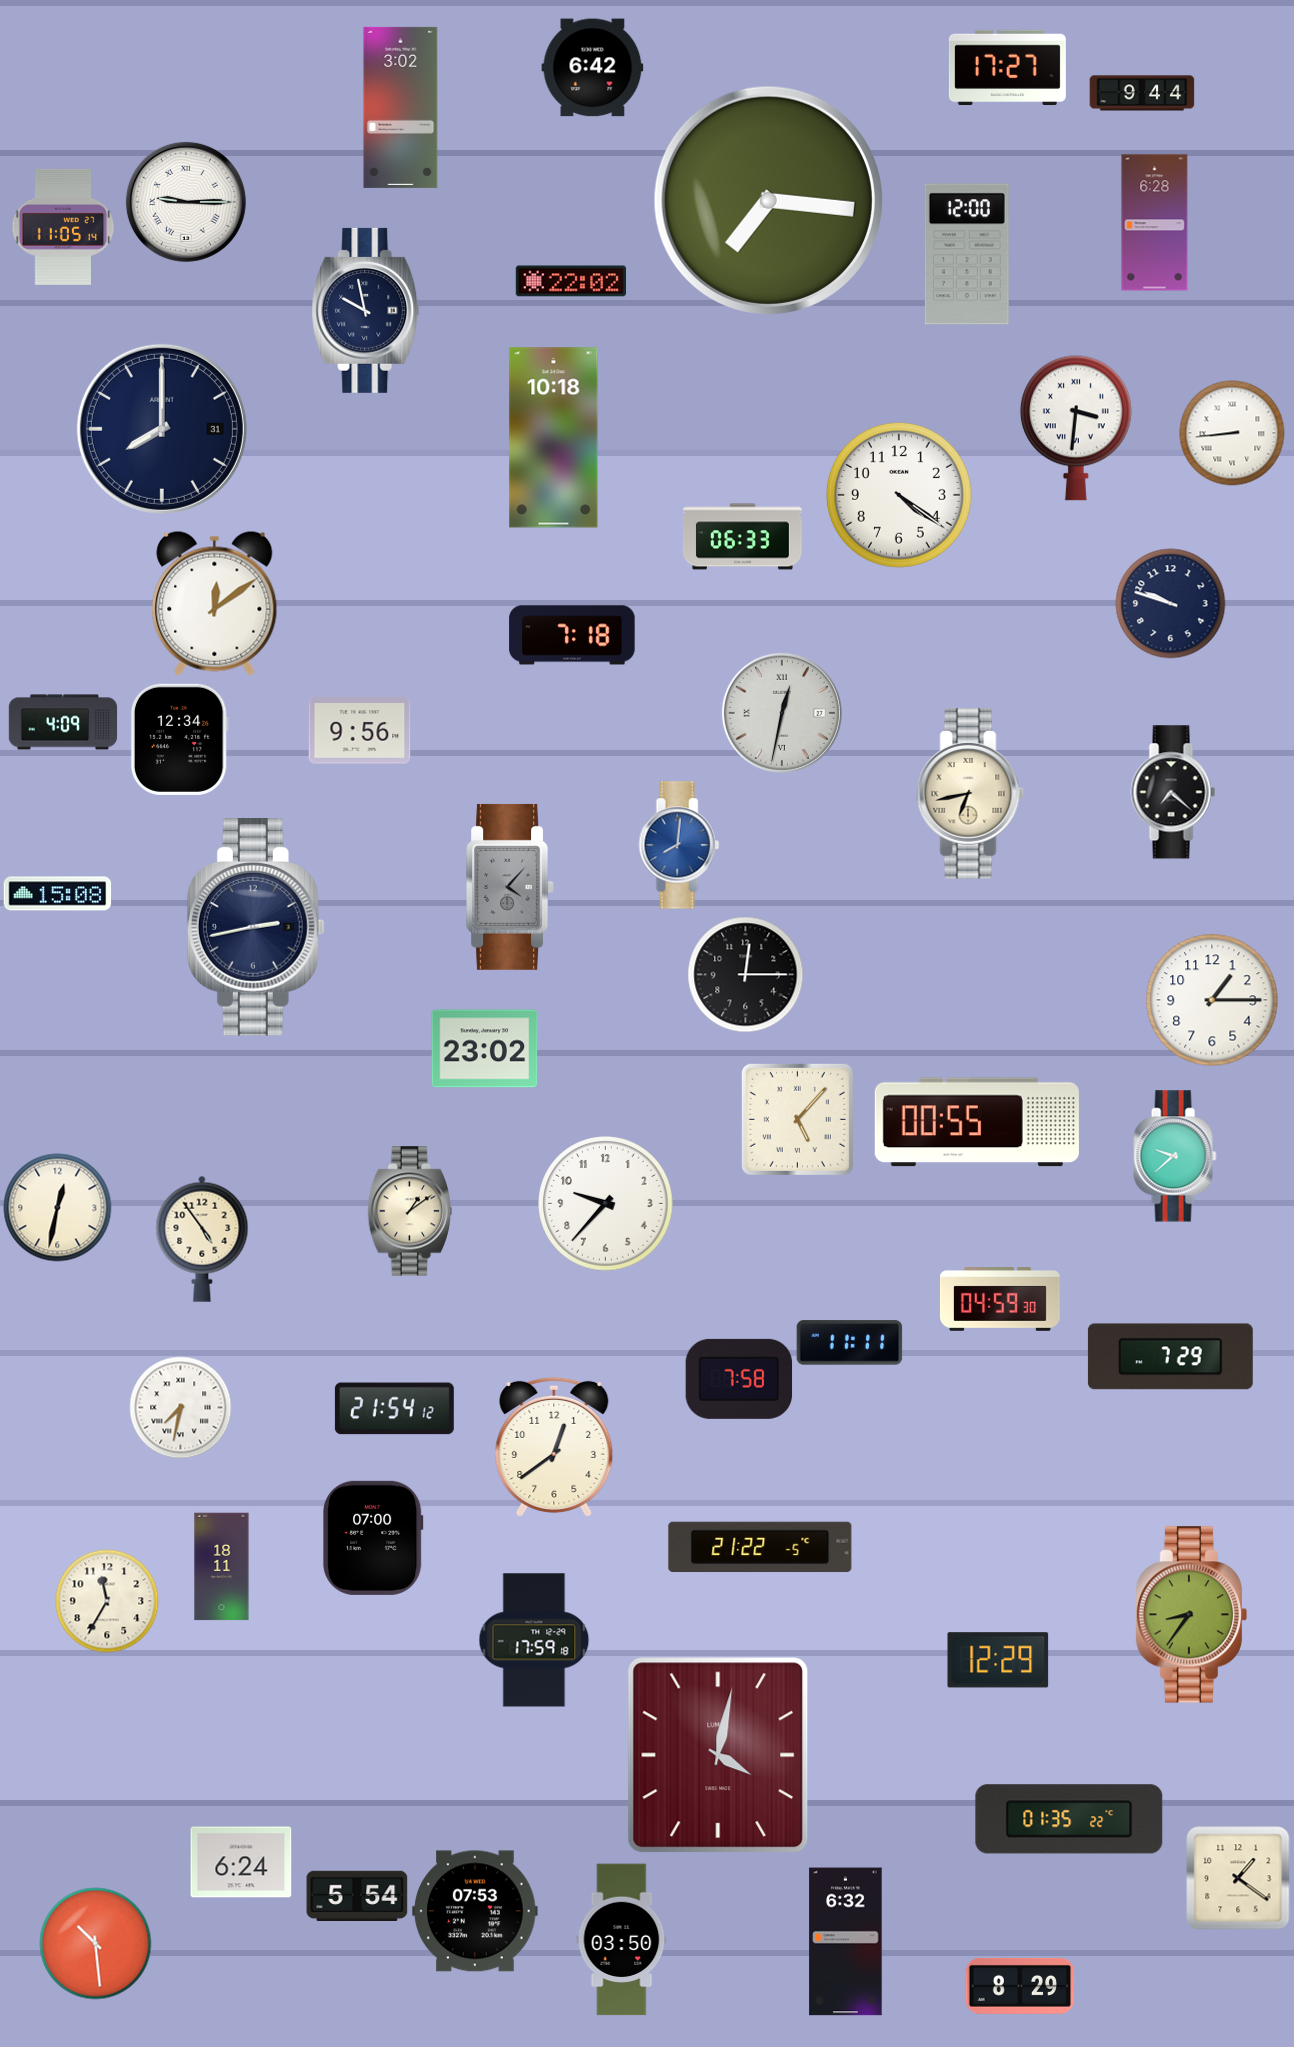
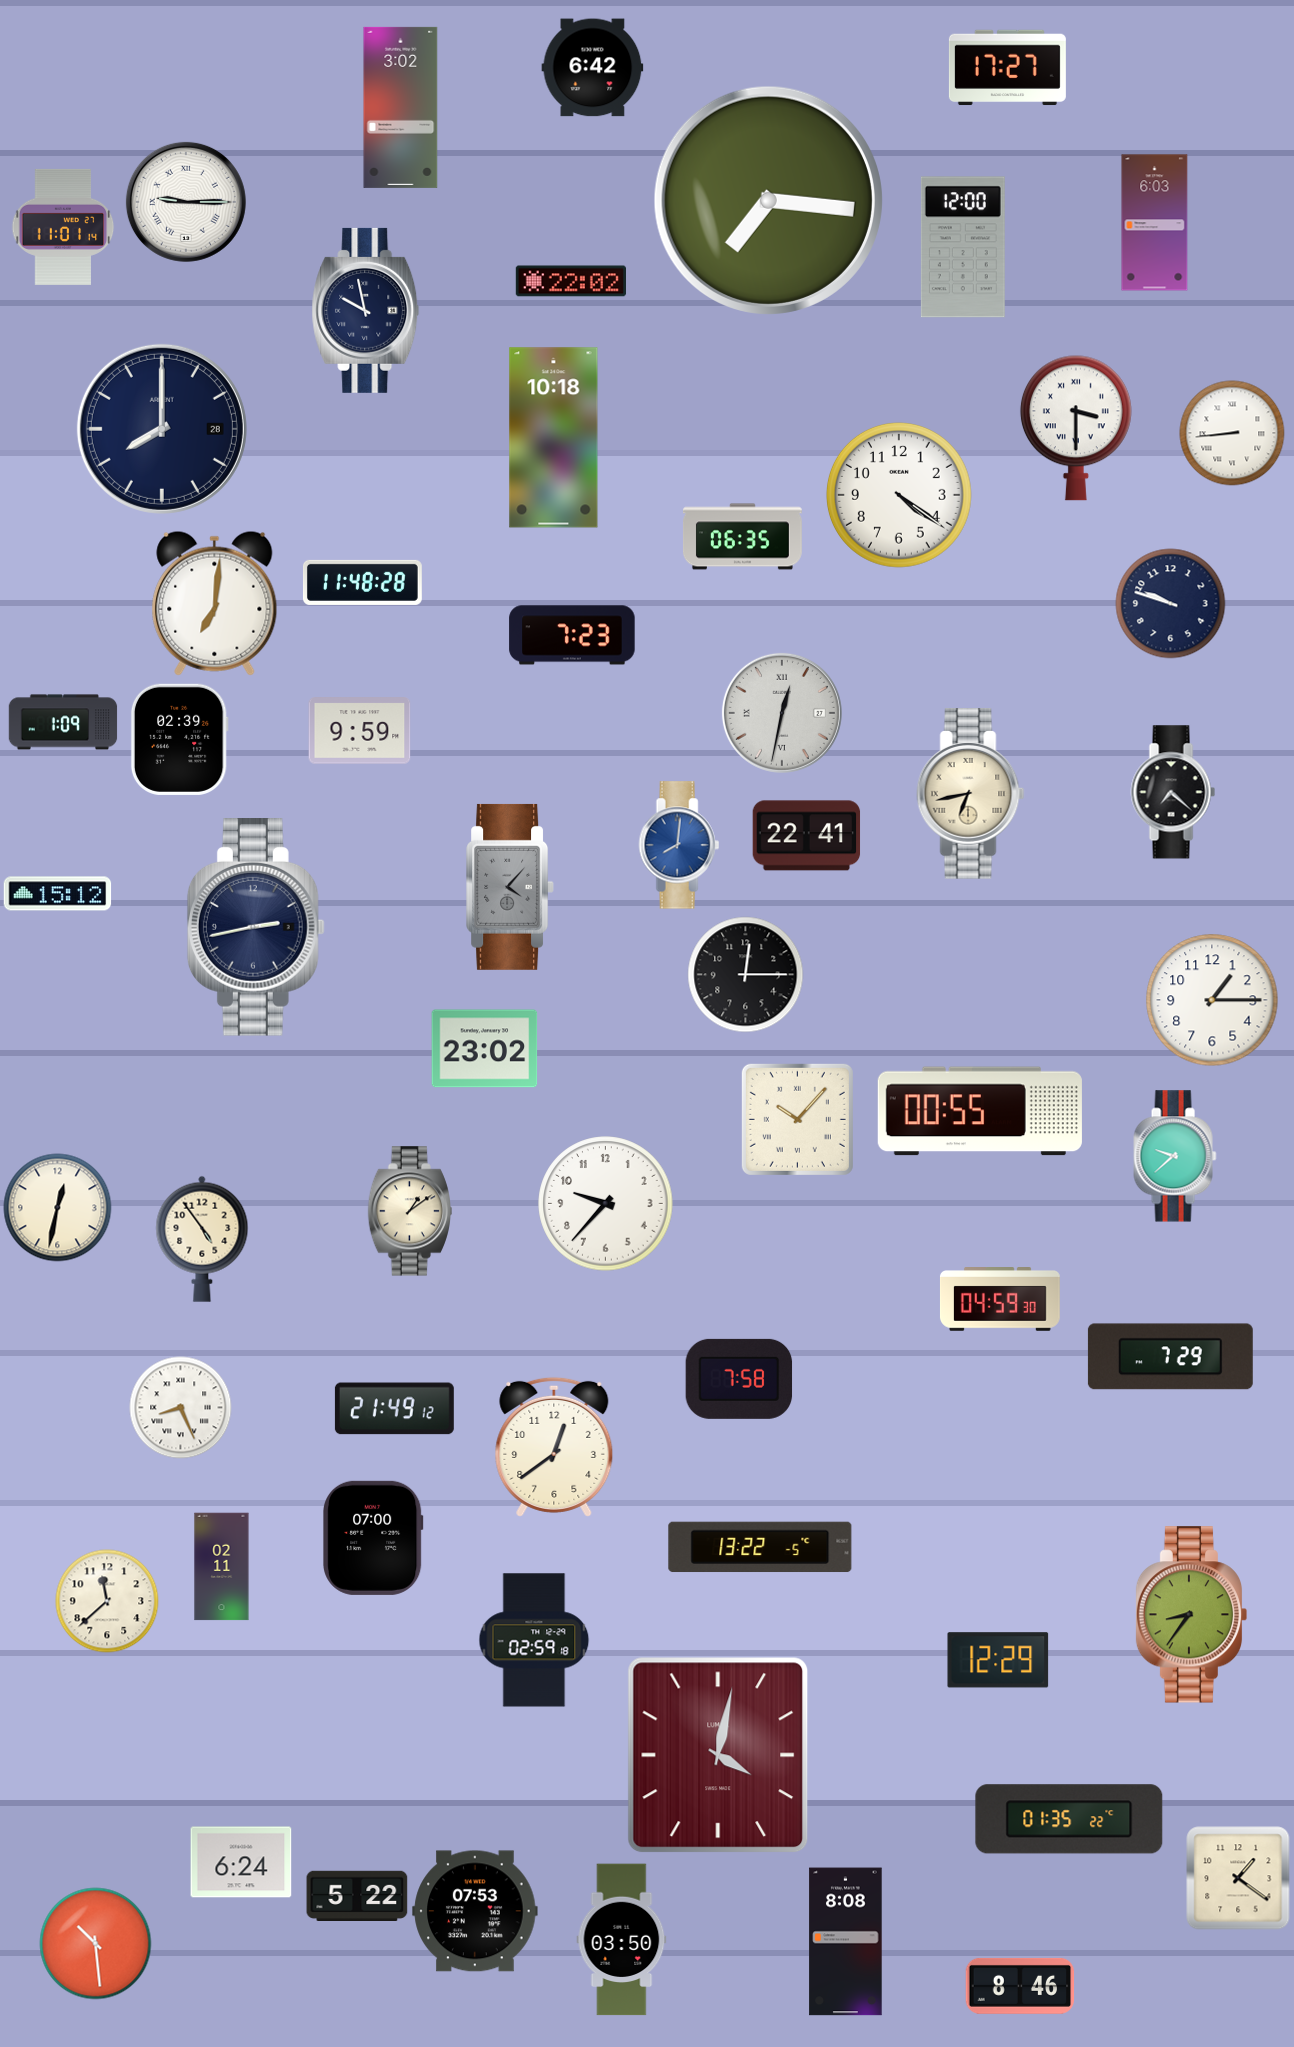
clock at (1142, 93): 9:44 -> none
clock at (1155, 223): 6:28 -> 6:03
clock at (63, 227): 11:05 -> 11:01
clock at (967, 254) position: (967, 254) -> (963, 247)
clock at (1076, 428): 3:31 -> 3:30
clock at (162, 429) date: 31 -> 28
clock at (742, 537): 06:33 -> 06:35
clock at (362, 582): none -> 11:48
clock at (215, 603): 12:09 -> 7:01
clock at (572, 635): 7:18 -> 7:23
clock at (63, 722): 4:09 -> 1:09
clock at (360, 731): 9:56 -> 9:59
clock at (179, 739): 12:34 -> 02:39
clock at (807, 836): none -> 22:41
clock at (58, 894): 15:08 -> 15:12
clock at (797, 1119): 5:07 -> 10:07
clock at (977, 1122) position: (977, 1122) -> (980, 1111)
clock at (850, 1343): 11:11 -> none
clock at (181, 1408): 7:32 -> 8:26
clock at (394, 1409): 21:54 -> 21:49
clock at (760, 1547): 21:22 -> 13:22
clock at (222, 1567): 18:11 -> 02:11
clock at (107, 1601): 11:35 -> 11:38
clock at (534, 1640): 17:59 -> 02:59
clock at (357, 1895): 5:54 -> 5:22
clock at (846, 1942): 6:32 -> 8:08
clock at (1020, 1986): 8:29 -> 8:46
